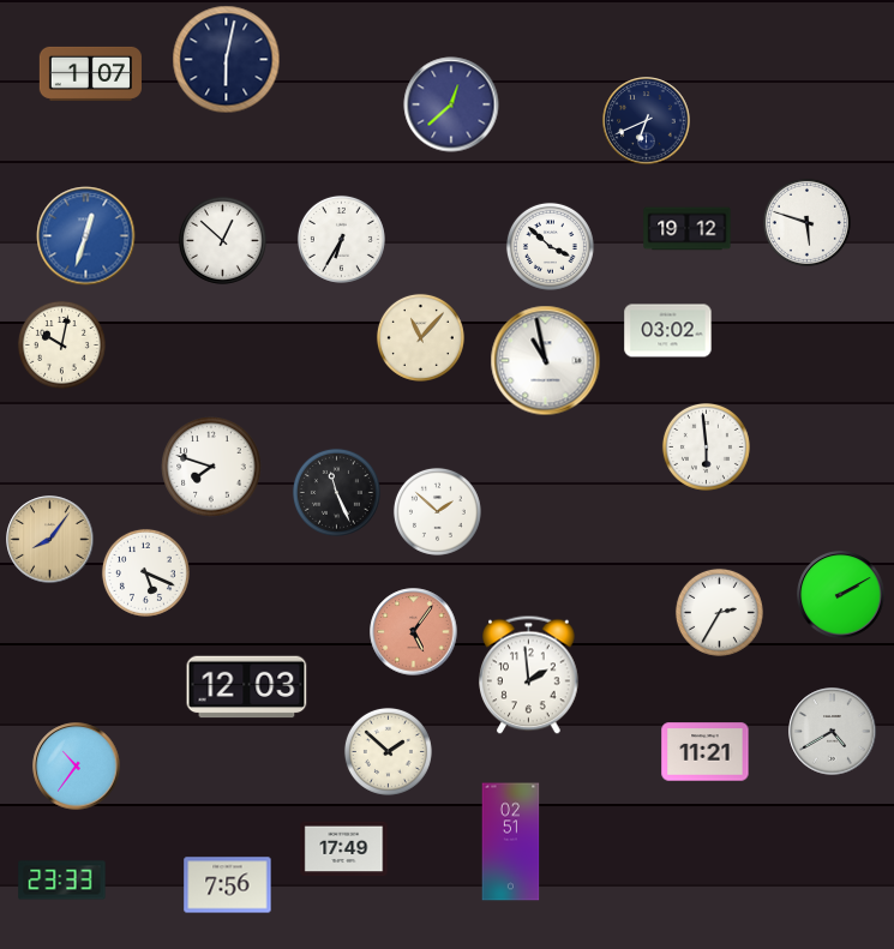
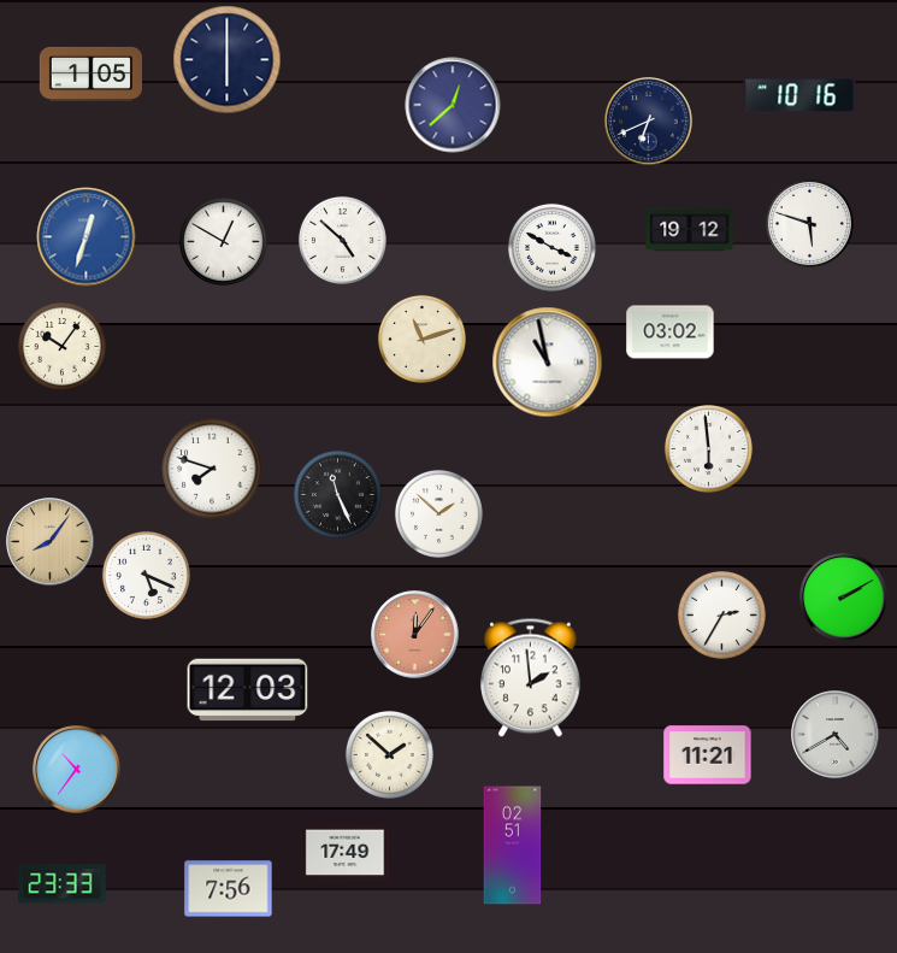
clock at (227, 60): 6:02 -> 6:00
clock at (90, 73): 1:07 -> 1:05
clock at (799, 95): none -> 10:16
clock at (341, 239): 6:35 -> 4:52
clock at (222, 240): 12:52 -> 12:50
clock at (550, 246): 3:52 -> 3:50
clock at (420, 337): 11:07 -> 11:12
clock at (61, 344): 10:02 -> 10:06
clock at (414, 632): 5:06 -> 12:06
